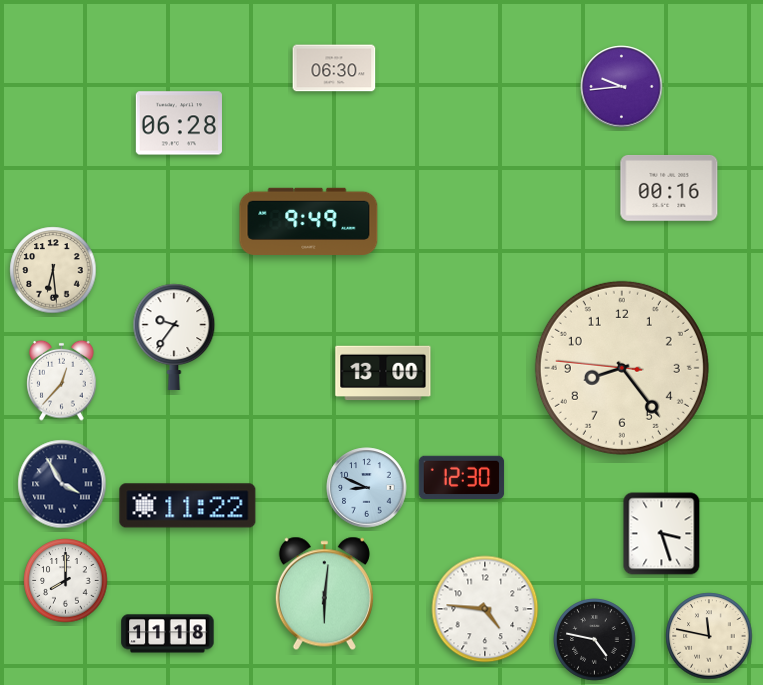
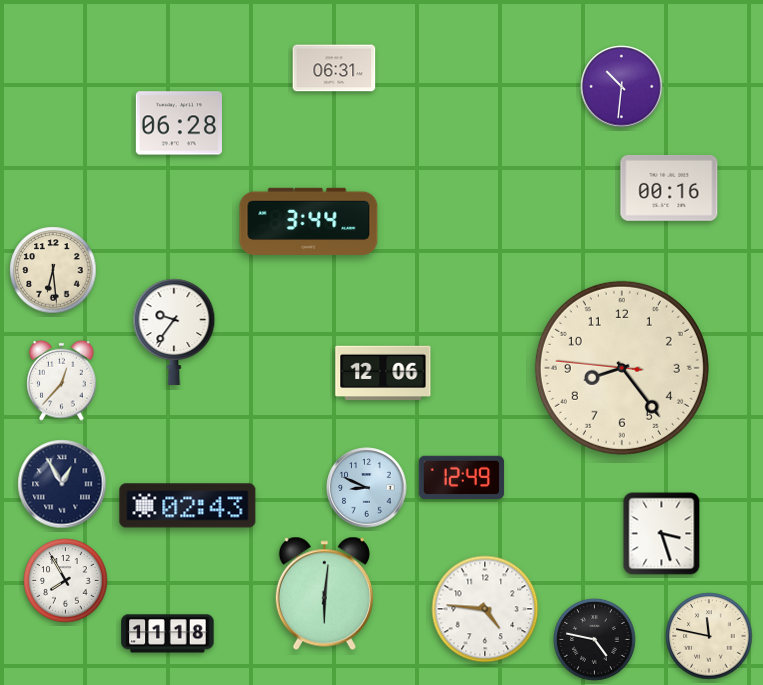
clock at (334, 68): 06:30 -> 06:31
clock at (622, 87): 9:44 -> 10:31
clock at (309, 221): 9:49 -> 3:44
clock at (174, 337) position: (174, 337) -> (174, 332)
clock at (383, 373): 13:00 -> 12:06
clock at (462, 478): 12:30 -> 12:49
clock at (62, 484): 3:55 -> 12:55
clock at (188, 506): 11:22 -> 02:43
clock at (66, 581): 8:00 -> 7:55
